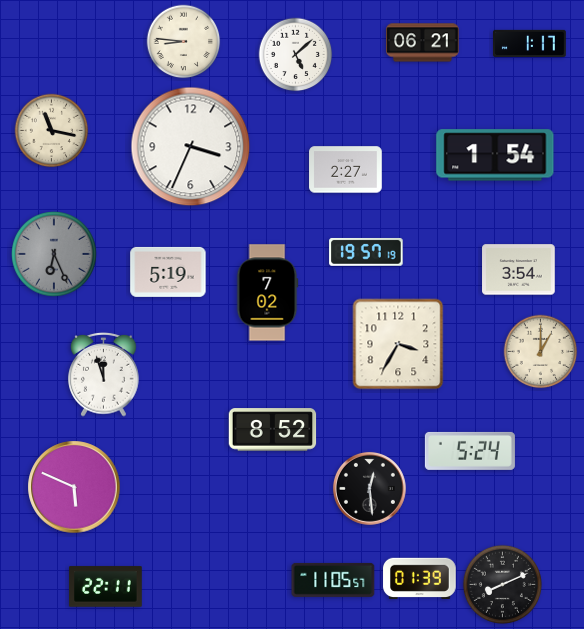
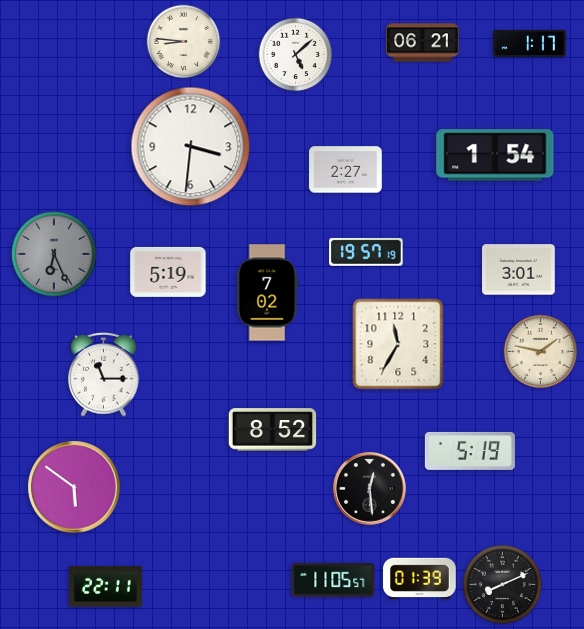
clock at (52, 131): 11:17 -> none
clock at (191, 147): 3:34 -> 3:31
clock at (519, 270): 3:54 -> 3:01
clock at (398, 344): 3:35 -> 11:35
clock at (541, 352): 1:00 -> 1:47
clock at (104, 375): 11:57 -> 11:15
clock at (470, 451): 5:24 -> 5:19
clock at (74, 487): 5:49 -> 5:51
